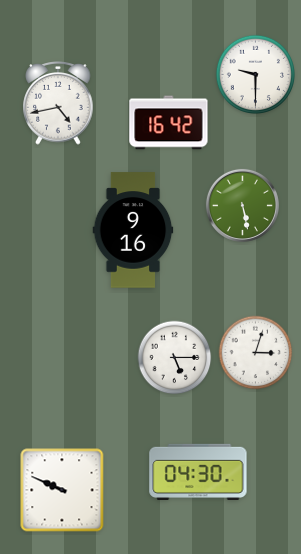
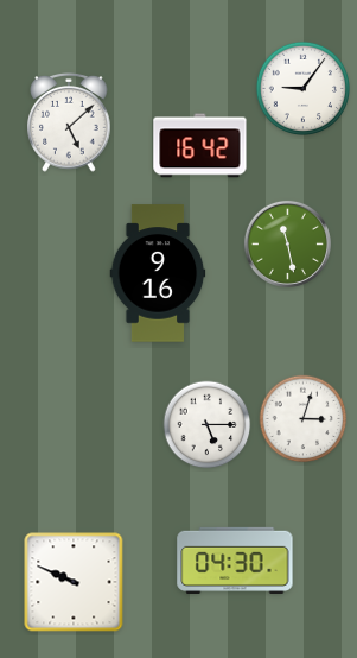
clock at (255, 74): 9:30 -> 9:06
clock at (58, 104): 4:43 -> 5:08
clock at (242, 205): 5:28 -> 11:28
